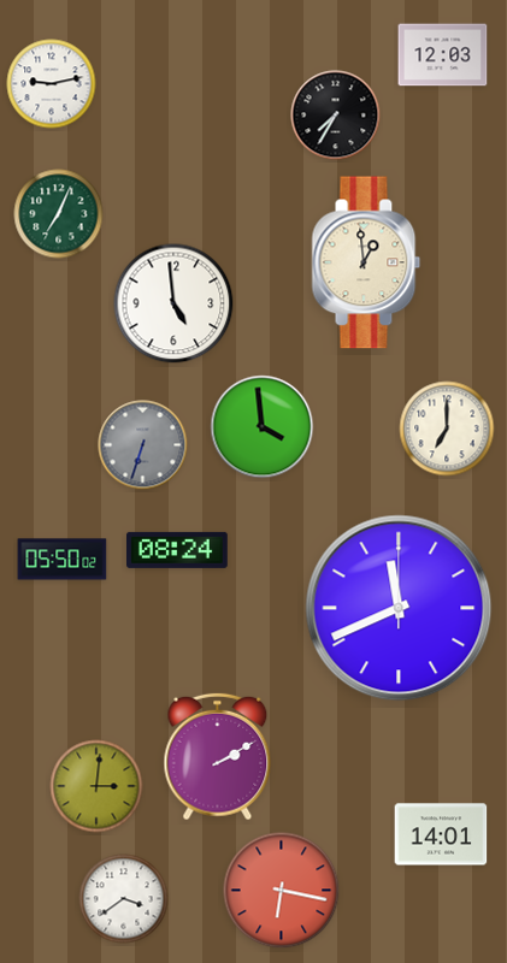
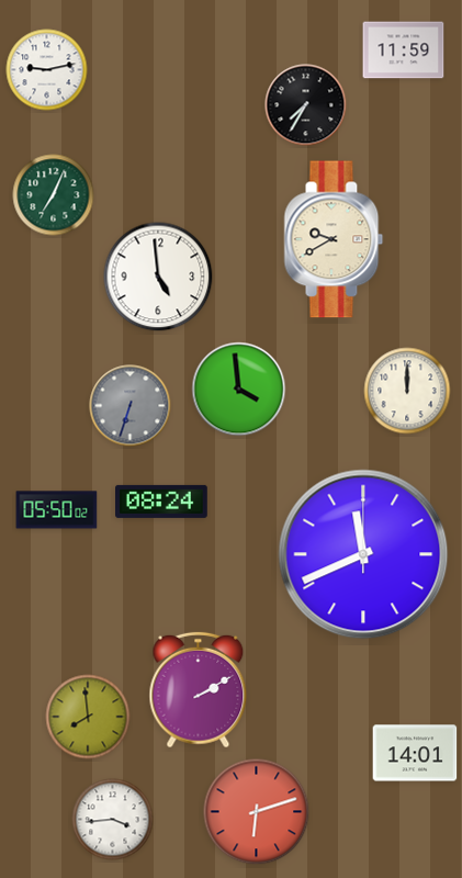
clock at (443, 55): 12:03 -> 11:59
clock at (52, 84) position: (52, 84) -> (47, 70)
clock at (366, 262): 12:59 -> 9:40
clock at (447, 429): 7:00 -> 12:00
clock at (96, 786): 3:01 -> 7:59
clock at (441, 834) position: (441, 834) -> (415, 753)
clock at (282, 891): 6:17 -> 6:12
clock at (124, 899): 3:39 -> 3:44
